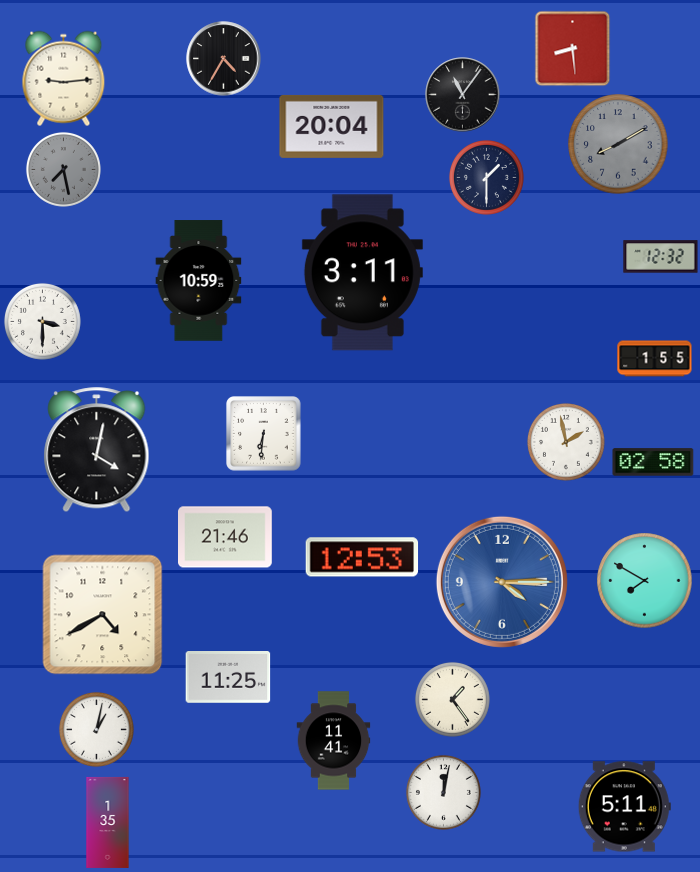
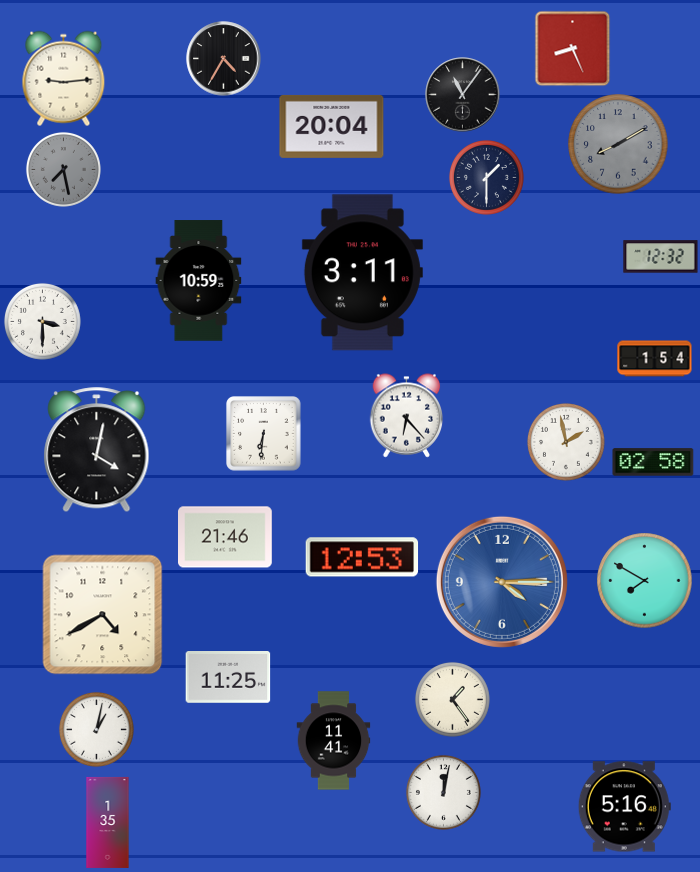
clock at (573, 49): 8:29 -> 8:26
clock at (655, 359): 1:55 -> 1:54
clock at (407, 416): none -> 6:23
clock at (624, 807): 5:11 -> 5:16
